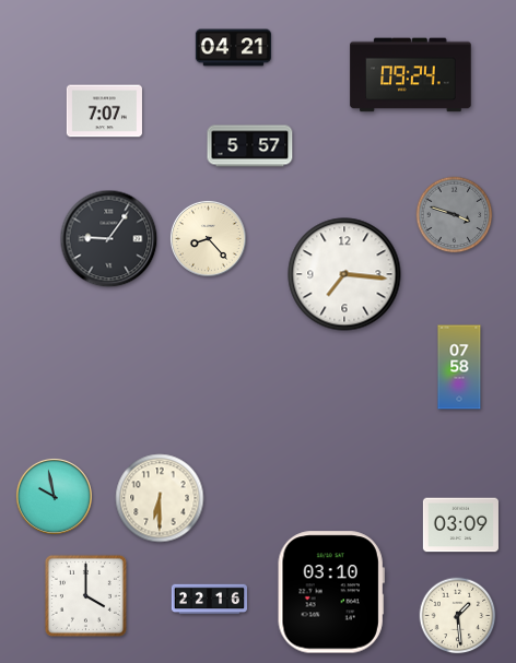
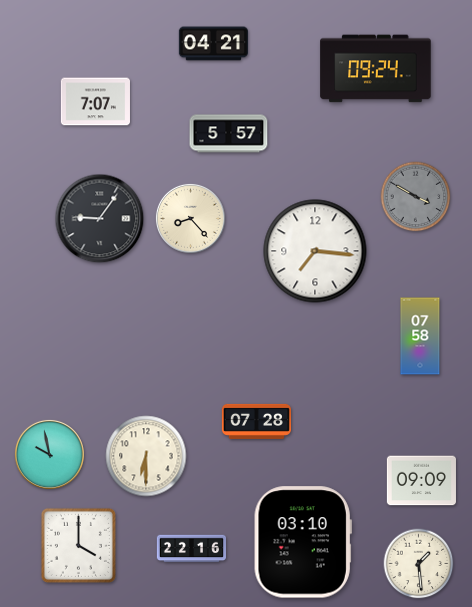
clock at (455, 215): 3:48 -> 3:50
clock at (256, 421): none -> 07:28
clock at (460, 525): 03:09 -> 09:09
